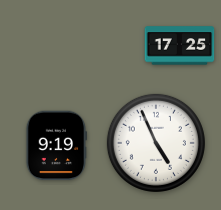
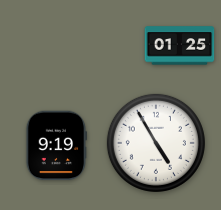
clock at (180, 46): 17:25 -> 01:25
clock at (156, 143): 4:56 -> 4:55
